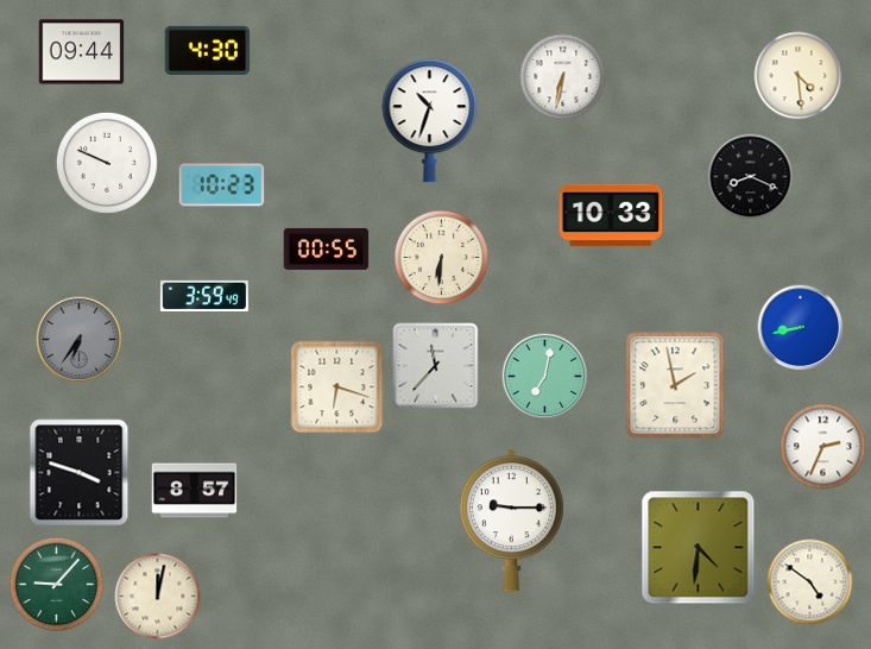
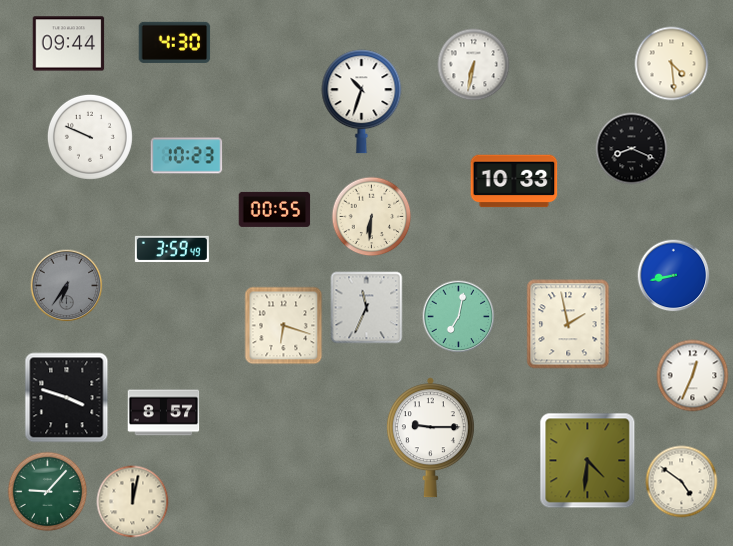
clock at (436, 366): 11:37 -> 11:34
clock at (823, 447): 2:34 -> 12:34
clock at (810, 582) position: (810, 582) -> (682, 482)
